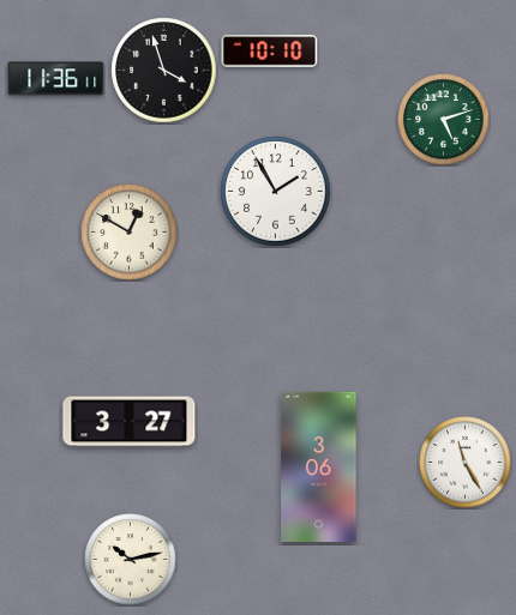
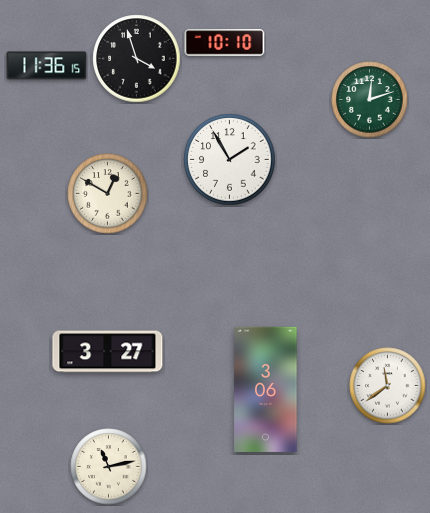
clock at (56, 79): 11:36:11 -> 11:36:15
clock at (444, 120): 5:12 -> 12:12
clock at (466, 463): 11:25 -> 11:39
clock at (131, 560): 10:13 -> 11:13
